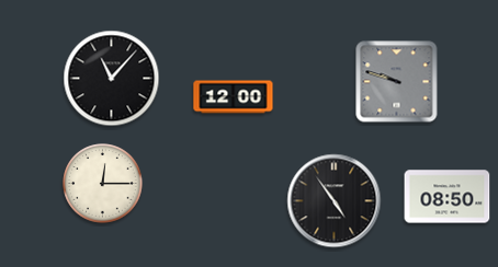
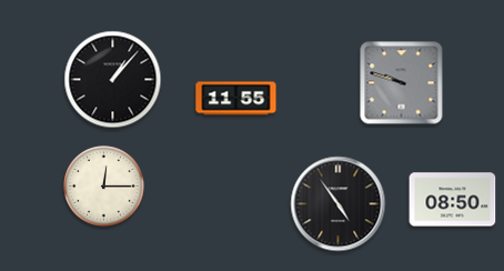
clock at (112, 79): 11:07 -> 1:07
clock at (234, 97): 12:00 -> 11:55
